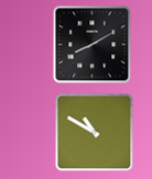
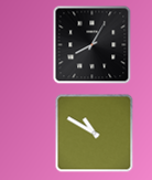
clock at (93, 45): 8:10 -> 8:05
